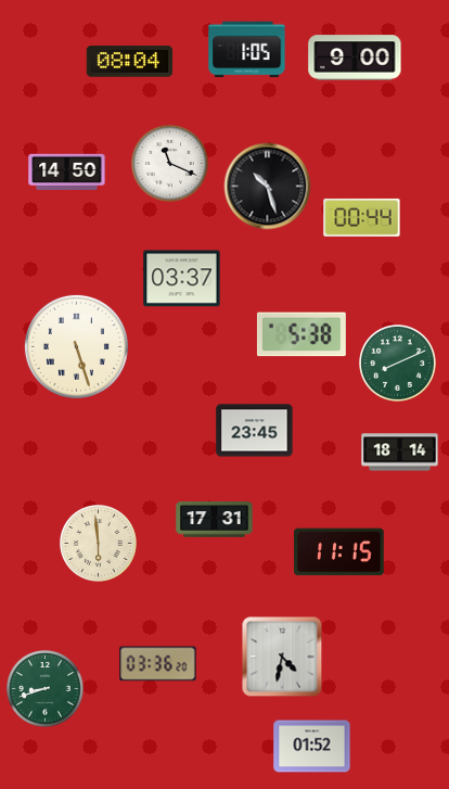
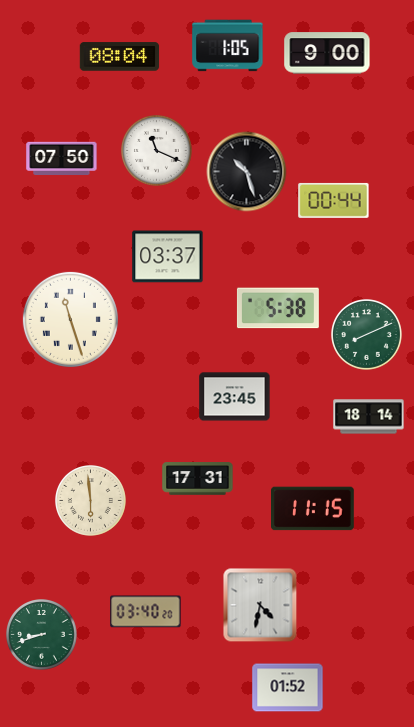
clock at (67, 171): 14:50 -> 07:50
clock at (76, 346): 5:27 -> 11:27
clock at (158, 664): 03:36 -> 03:40
